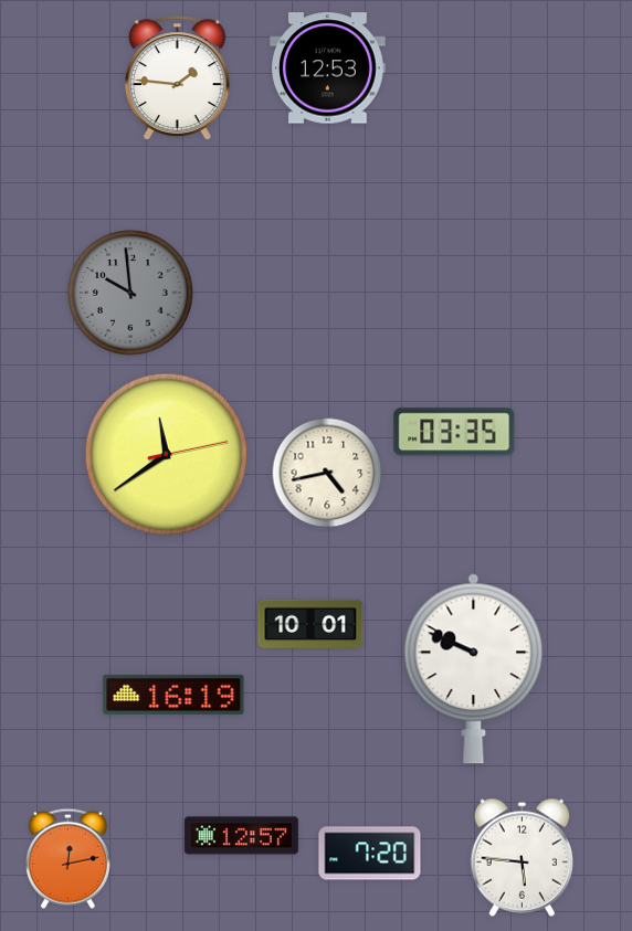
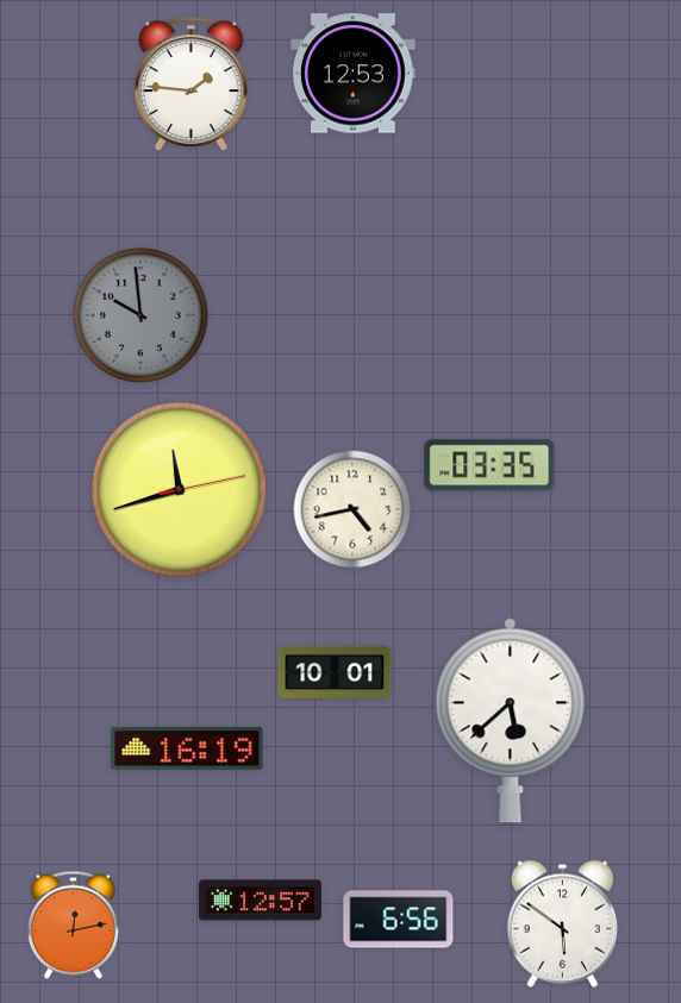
clock at (167, 455): 11:39 -> 11:42
clock at (474, 669): 9:49 -> 5:38
clock at (370, 854): 7:20 -> 6:56
clock at (523, 857): 5:46 -> 5:51
